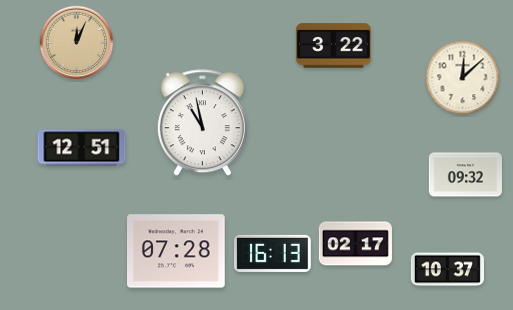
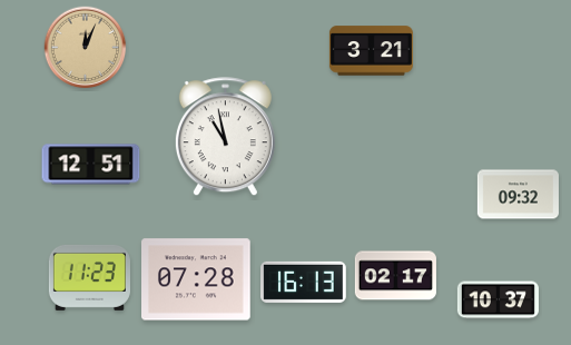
clock at (333, 46): 3:22 -> 3:21
clock at (463, 78): 12:08 -> none
clock at (355, 244) position: (355, 244) -> (395, 276)
clock at (89, 277): none -> 11:23
